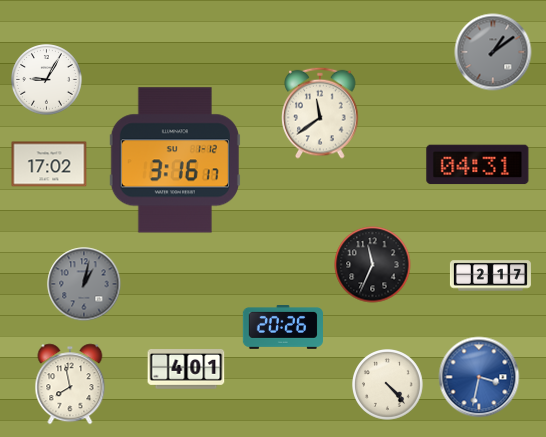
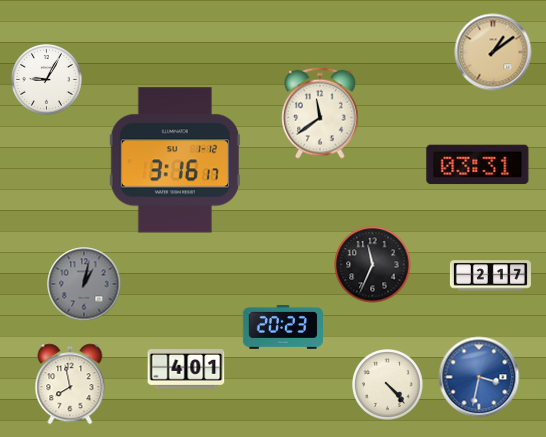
clock at (493, 52) dial: grey -> champagne
clock at (49, 164): 17:02 -> none
clock at (478, 165): 04:31 -> 03:31
clock at (283, 328): 20:26 -> 20:23
